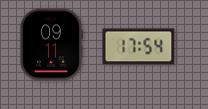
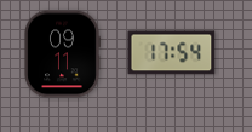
clock at (139, 47) position: (139, 47) -> (172, 53)
